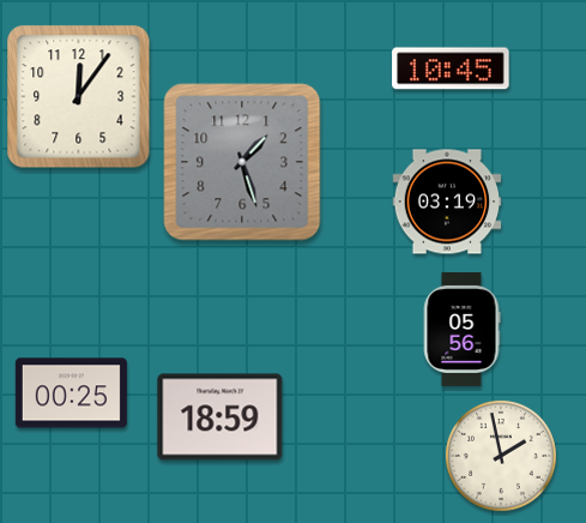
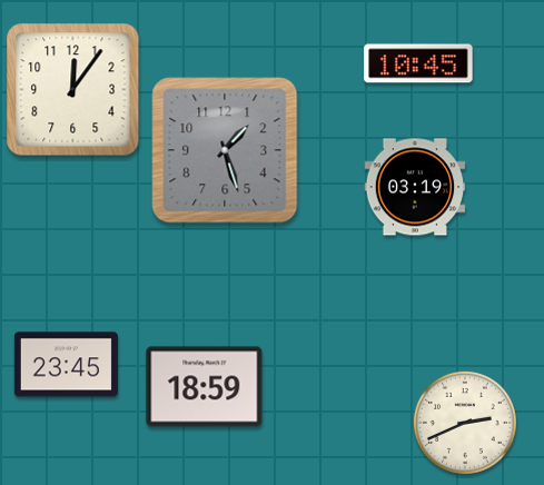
clock at (461, 329): 05:56 -> none
clock at (71, 393): 00:25 -> 23:45
clock at (501, 456): 1:58 -> 2:41
